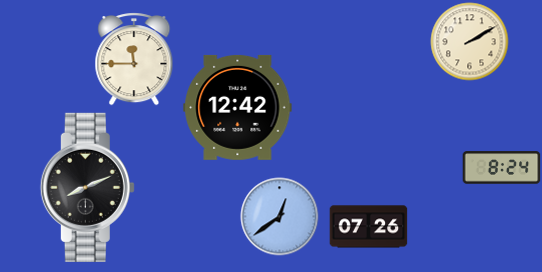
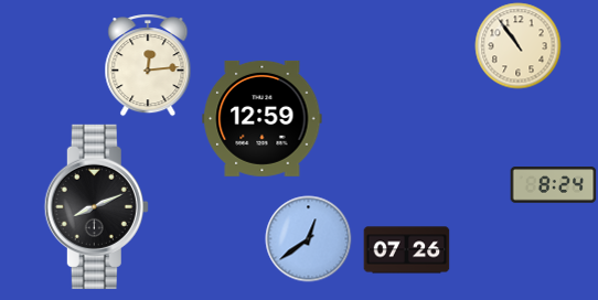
clock at (469, 41): 2:10 -> 10:54
clock at (134, 59): 11:45 -> 12:14
clock at (238, 107): 12:42 -> 12:59
